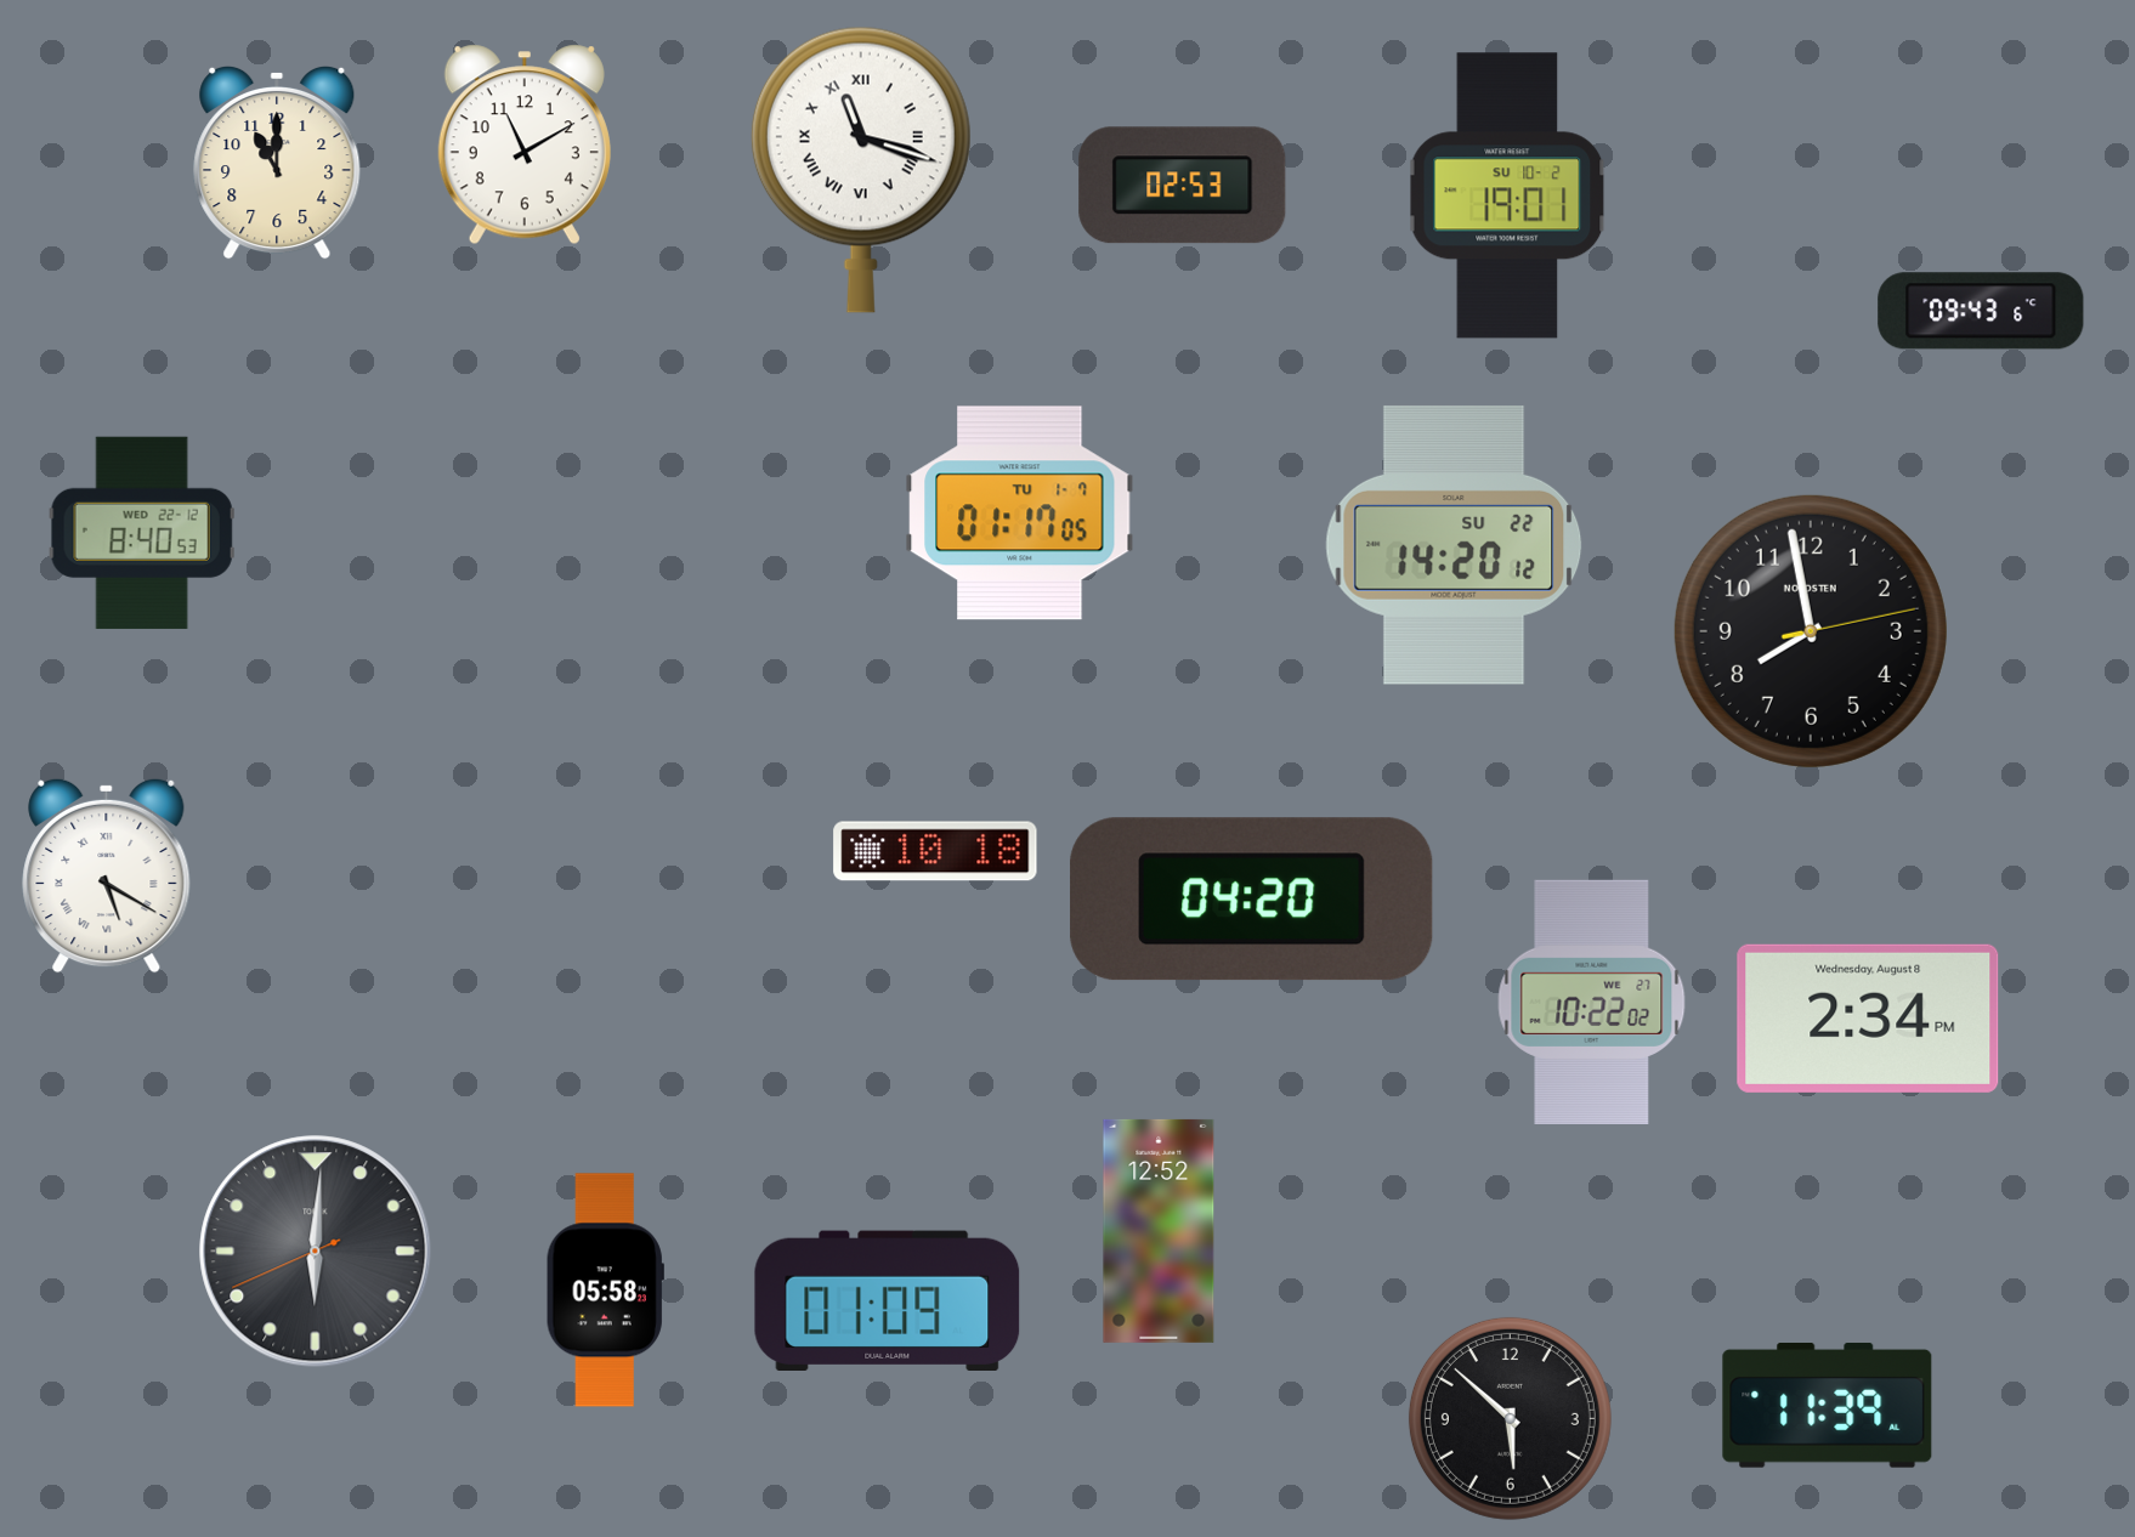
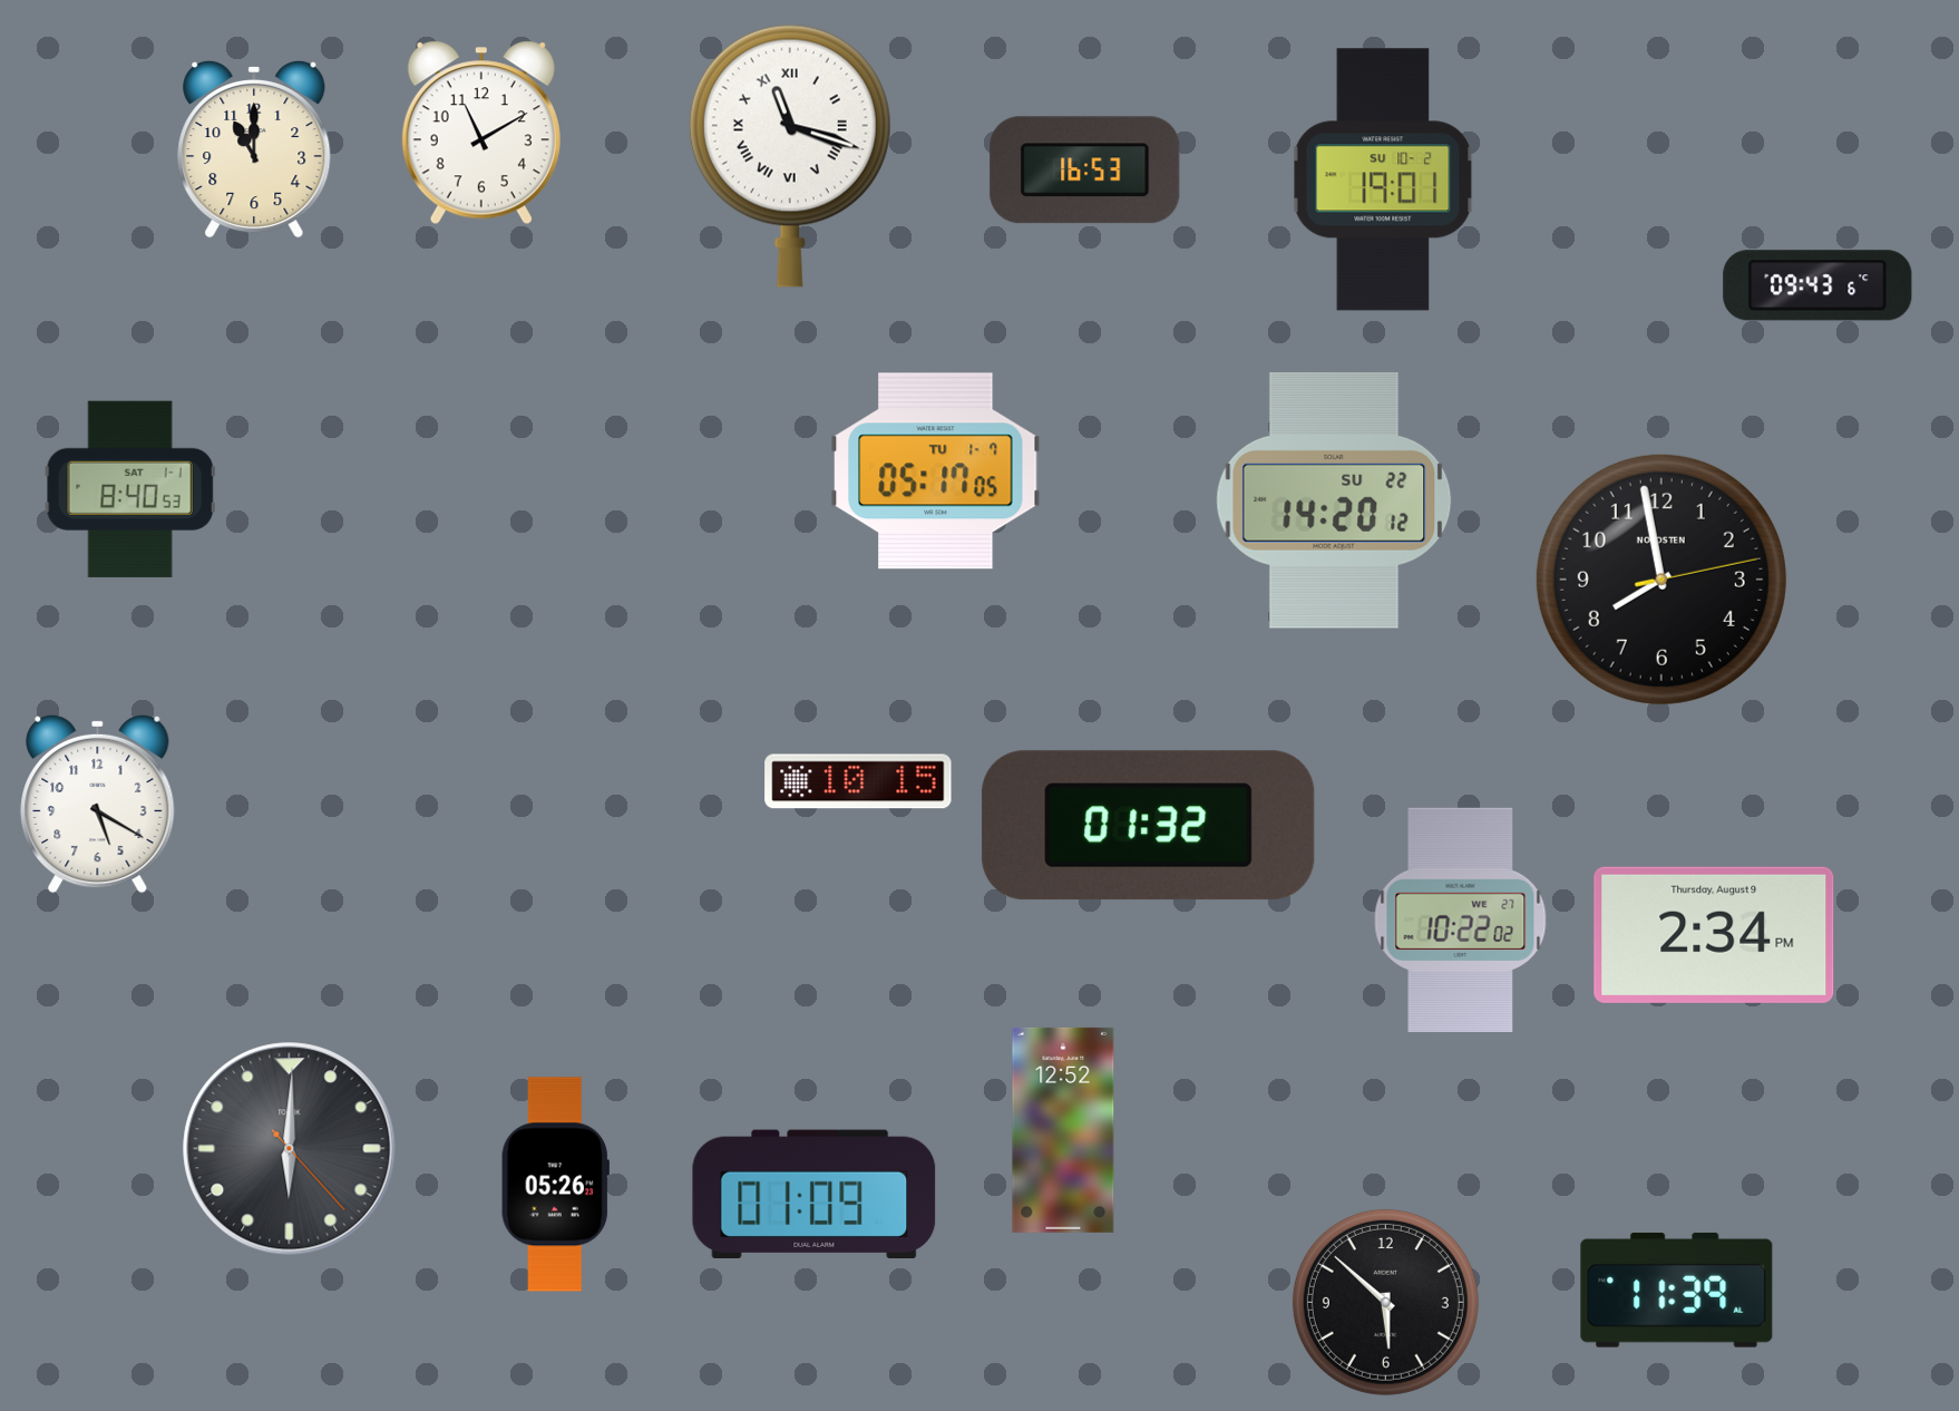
clock at (1183, 186): 02:53 -> 16:53
clock at (1020, 514): 01:17 -> 05:17
clock at (142, 533) date: WED 22-12 -> SAT 1-1
clock at (935, 851): 10:18 -> 10:15
clock at (107, 875) numerals: Roman -> Arabic
clock at (1252, 900): 04:20 -> 01:32
clock at (1868, 1019) date: Wednesday, August 8 -> Thursday, August 9
clock at (316, 1252): 6:00:41 -> 6:00:23
clock at (605, 1291): 05:58 -> 05:26
